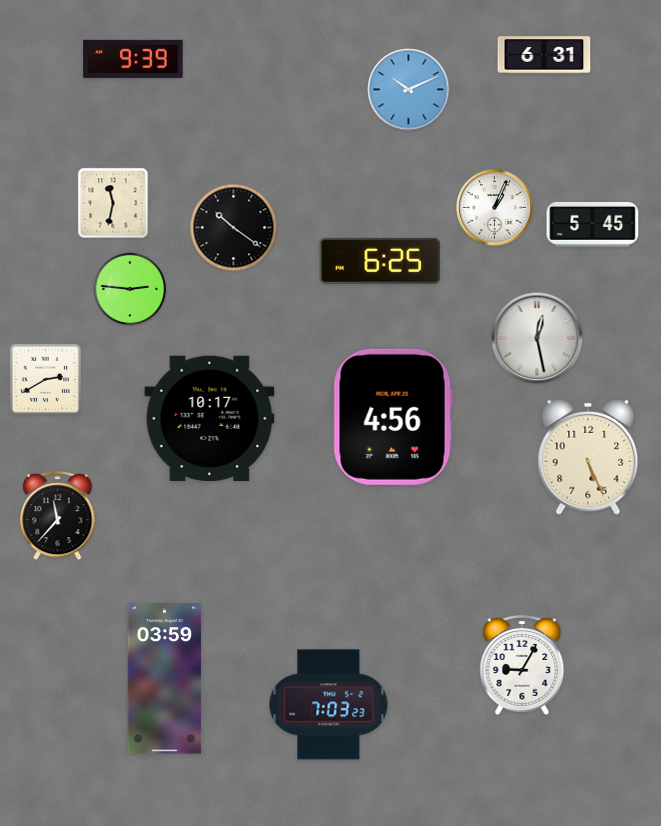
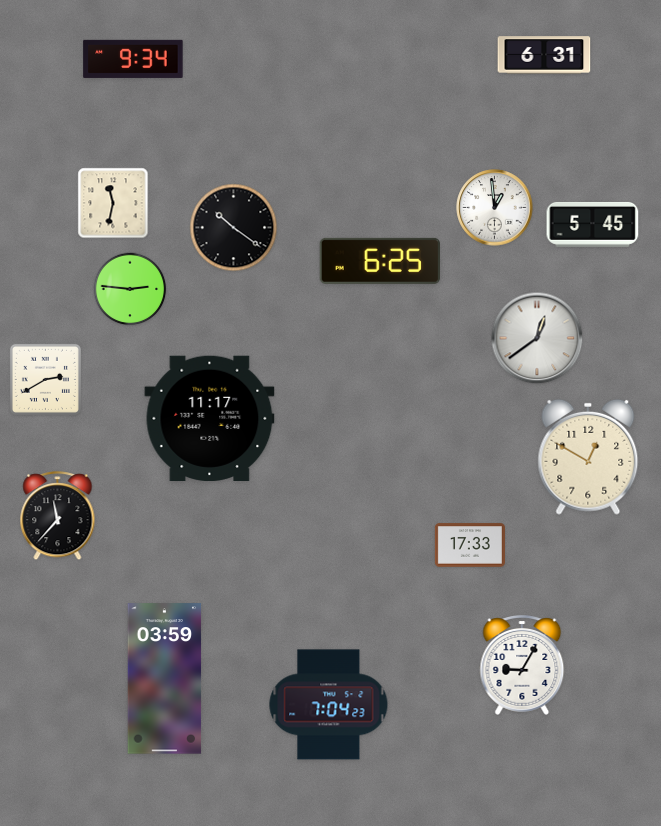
clock at (133, 59): 9:39 -> 9:34
clock at (409, 90): 10:11 -> none
clock at (495, 208): 1:04 -> 12:59
clock at (537, 338): 12:28 -> 12:39
clock at (393, 417): 4:56 -> none
clock at (210, 418): 10:17 -> 11:17
clock at (588, 457): 5:26 -> 12:50
clock at (470, 545): none -> 17:33
clock at (329, 705): 7:03 -> 7:04
